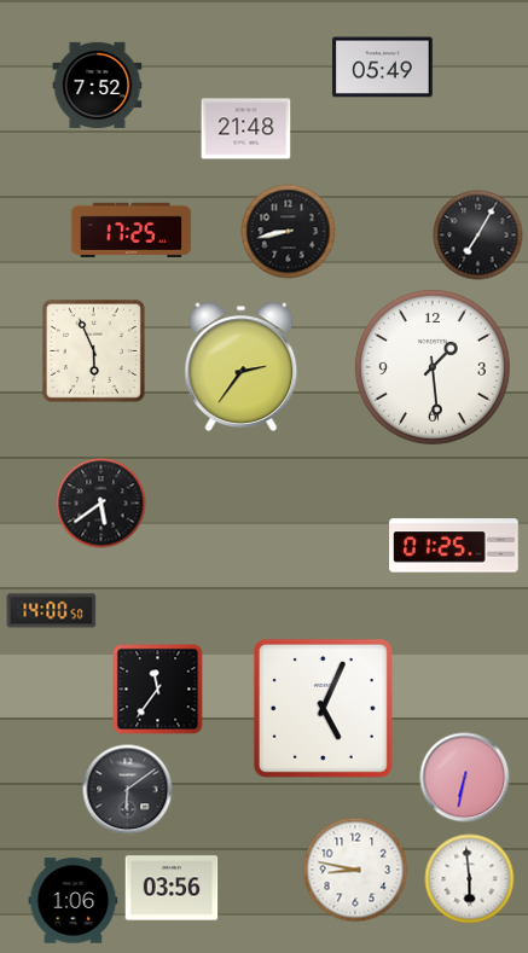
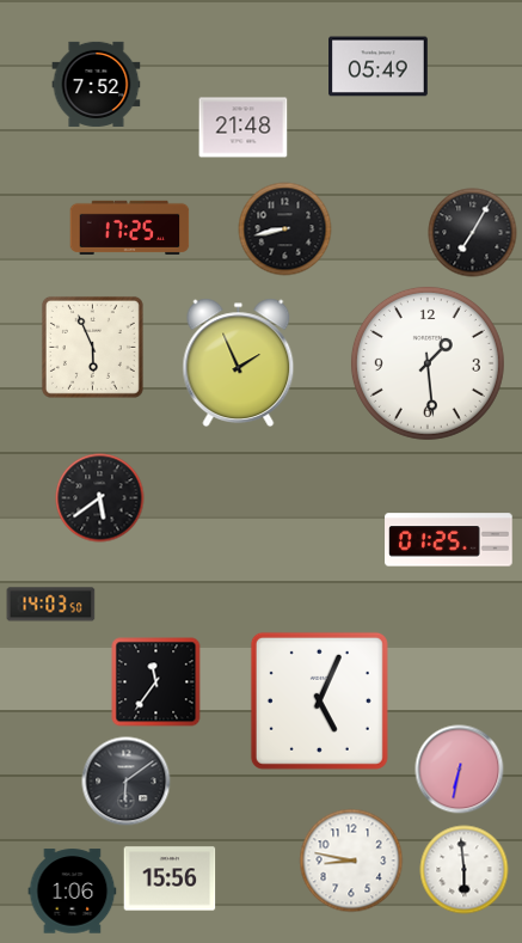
clock at (242, 367): 2:36 -> 1:56
clock at (52, 611): 14:00 -> 14:03
clock at (172, 888): 03:56 -> 15:56
